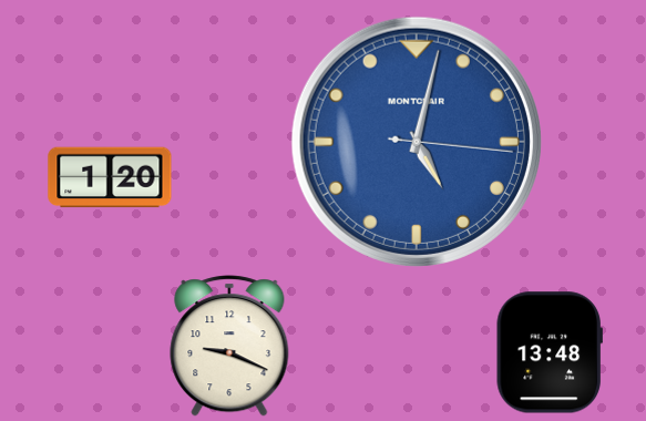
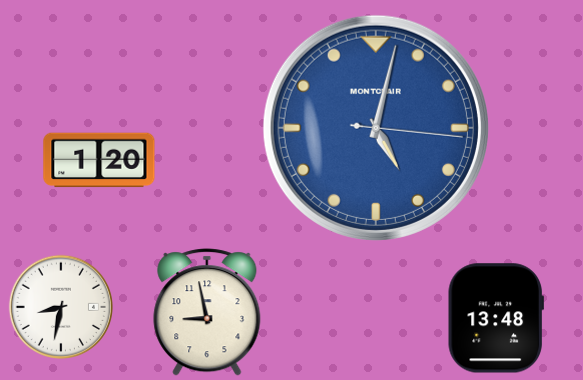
clock at (60, 306): none -> 8:32
clock at (229, 346): 9:19 -> 8:58
